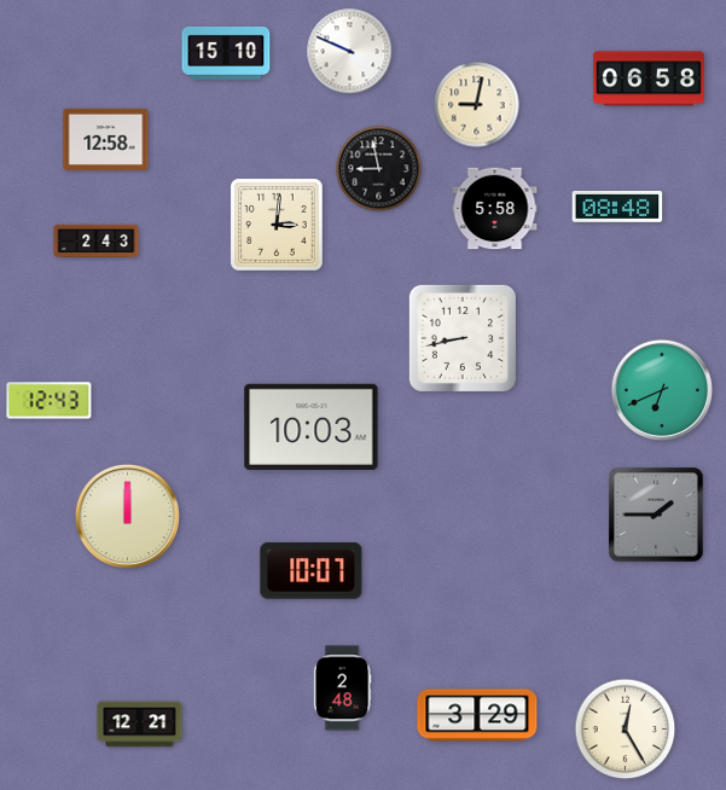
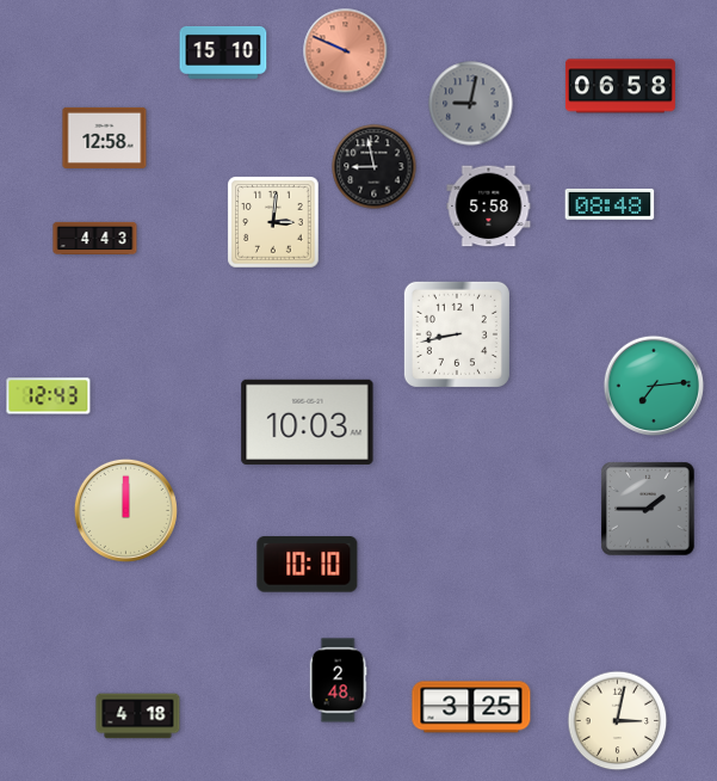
clock at (350, 52) dial: white -> salmon
clock at (649, 79) position: (649, 79) -> (620, 86)
clock at (477, 105) dial: cream -> grey
clock at (97, 240): 2:43 -> 4:43
clock at (662, 390): 6:41 -> 7:14
clock at (312, 571): 10:07 -> 10:10
clock at (477, 715): 3:29 -> 3:25
clock at (140, 725): 12:21 -> 4:18
clock at (626, 730): 12:25 -> 3:02
